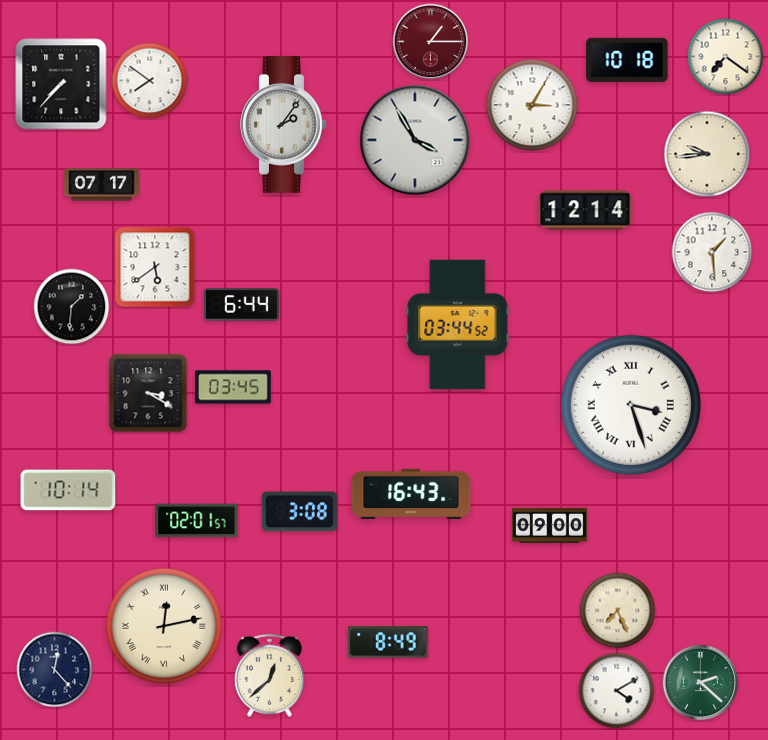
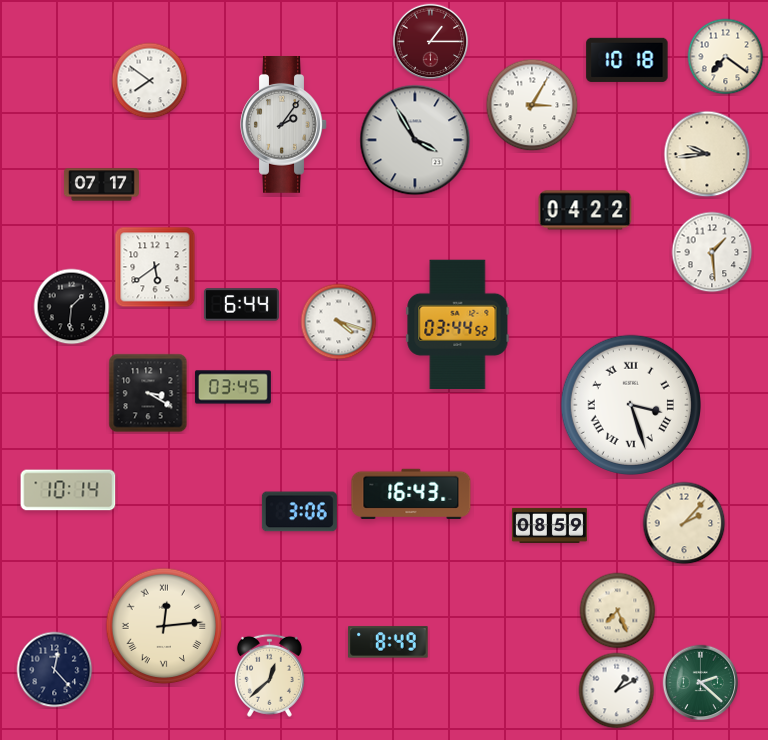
clock at (61, 84): 7:37 -> none
clock at (585, 210): 12:14 -> 04:22
clock at (339, 322): none -> 4:18
clock at (299, 512): 3:08 -> 3:06
clock at (197, 521): 02:01 -> none
clock at (684, 523): none -> 2:07
clock at (549, 525): 09:00 -> 08:59
clock at (164, 626): 12:13 -> 12:14
clock at (617, 691): 4:10 -> 1:10
